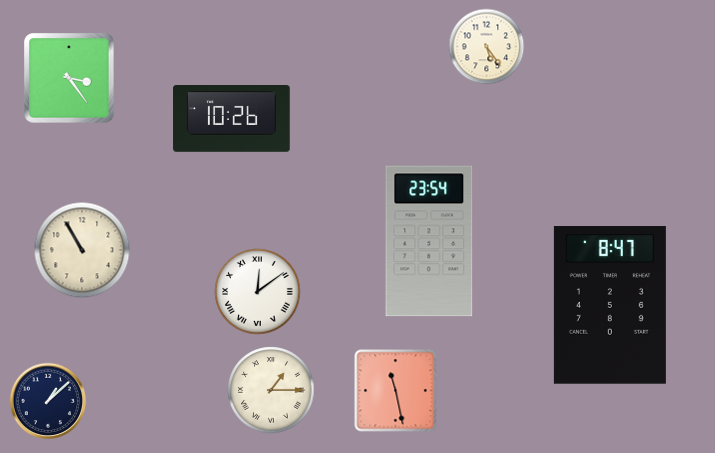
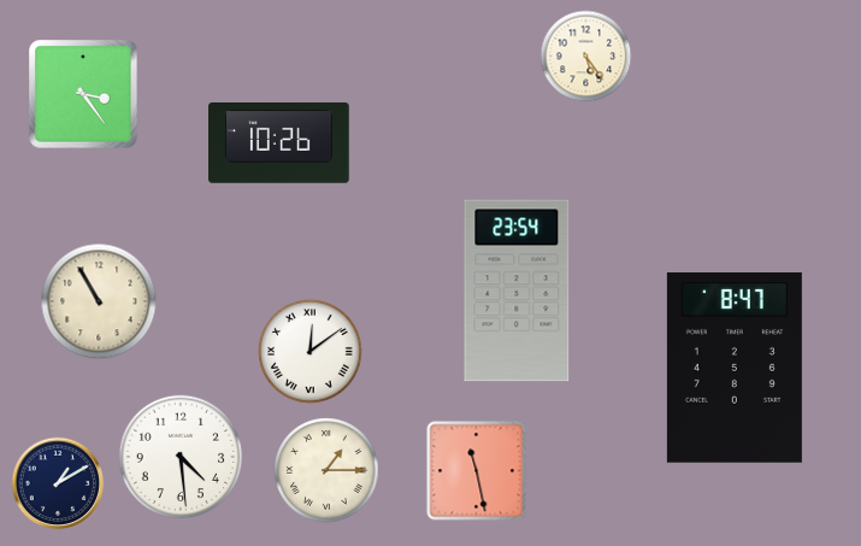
clock at (181, 457): none -> 4:29
clock at (48, 401): 1:08 -> 1:10
